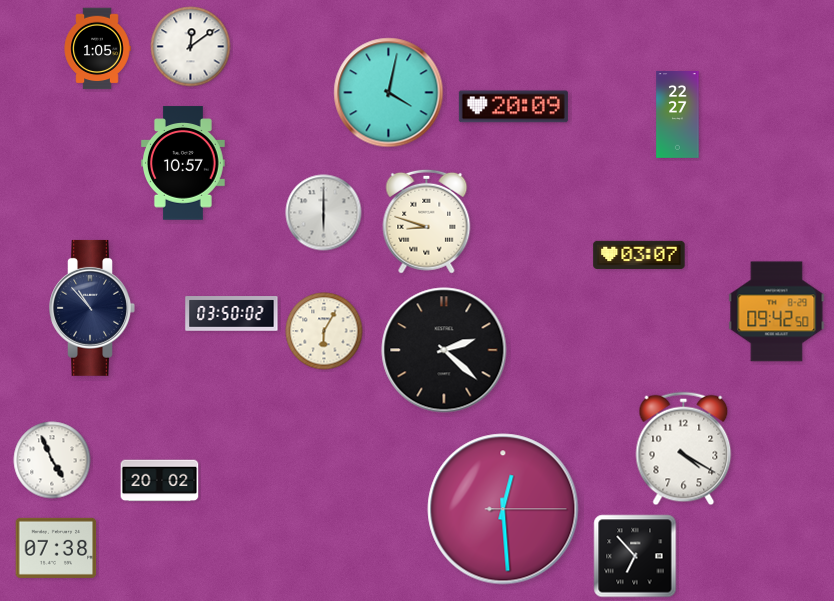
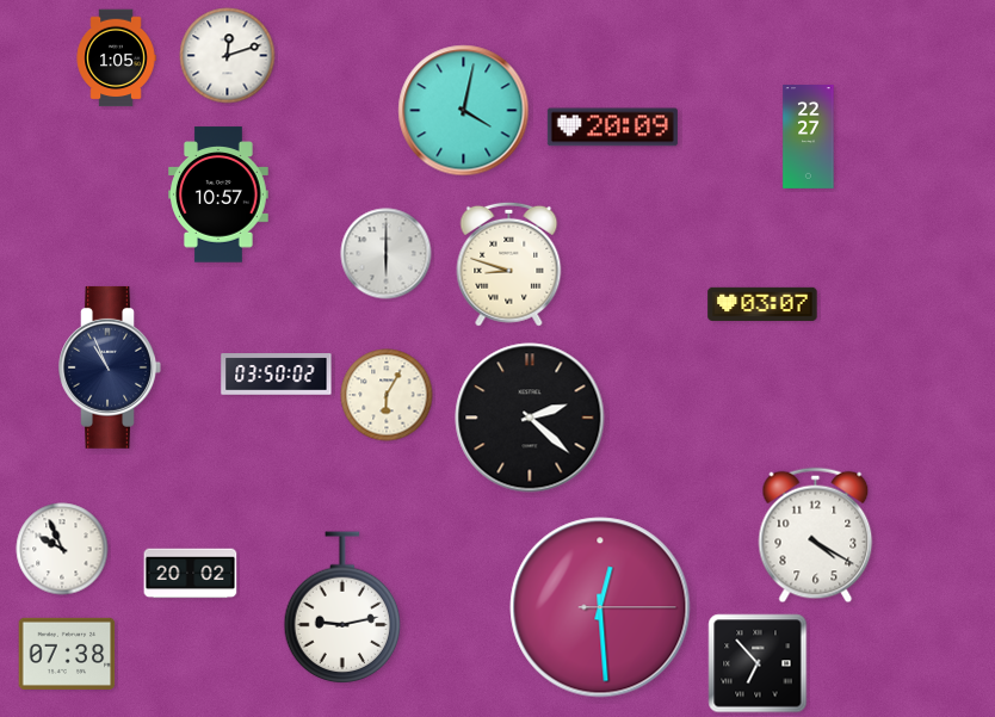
clock at (191, 47): 12:09 -> 12:12
clock at (92, 308): 10:53 -> 10:56
clock at (777, 312): 09:42 -> none
clock at (52, 460): 4:56 -> 9:56
clock at (342, 608): none -> 9:13
